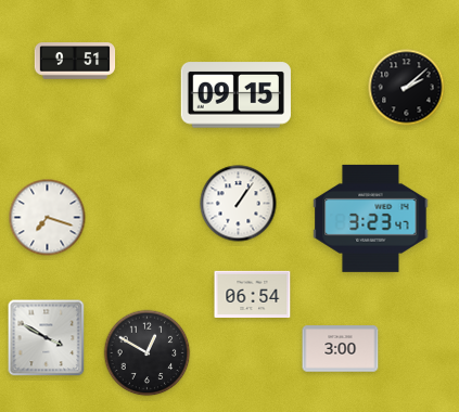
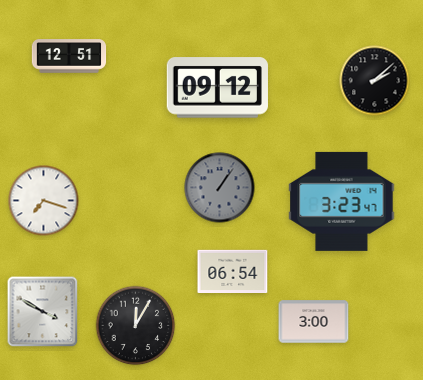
clock at (75, 61): 9:51 -> 12:51
clock at (235, 95): 09:15 -> 09:12
clock at (239, 204) dial: white -> grey
clock at (148, 353): 12:50 -> 12:05
